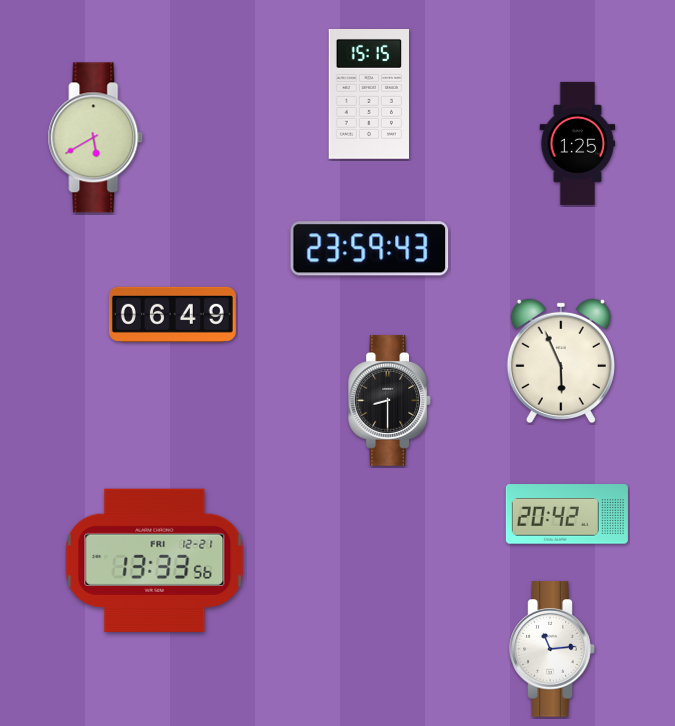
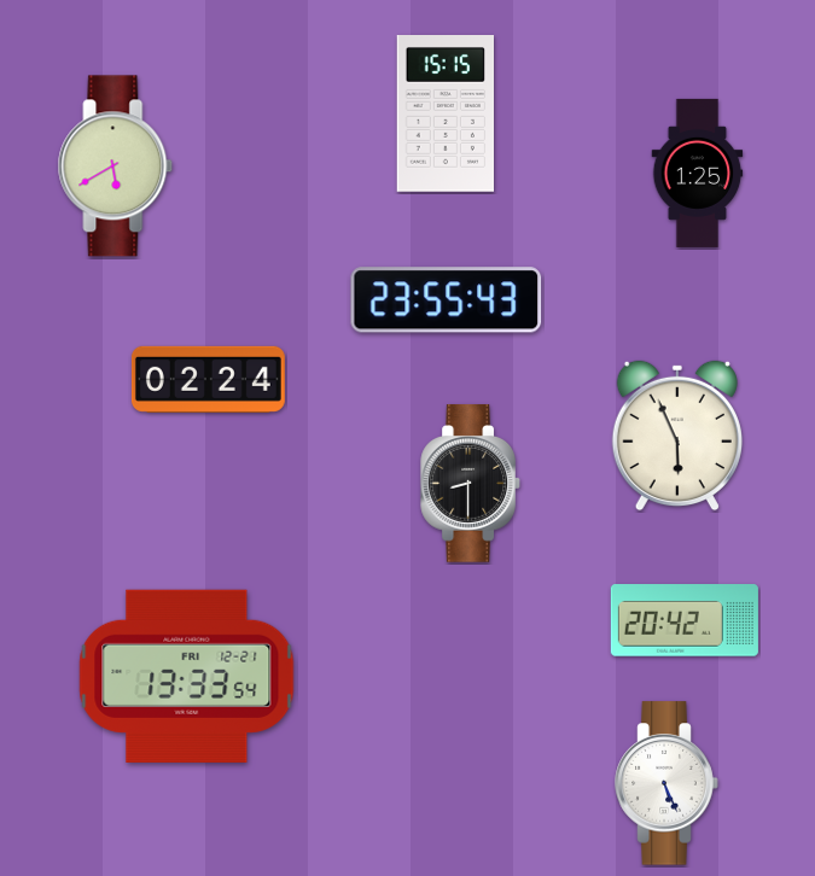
clock at (370, 249): 23:59 -> 23:55
clock at (172, 314): 06:49 -> 02:24
clock at (155, 560): 13:33:56 -> 13:33:54
clock at (552, 649): 11:14 -> 5:26
